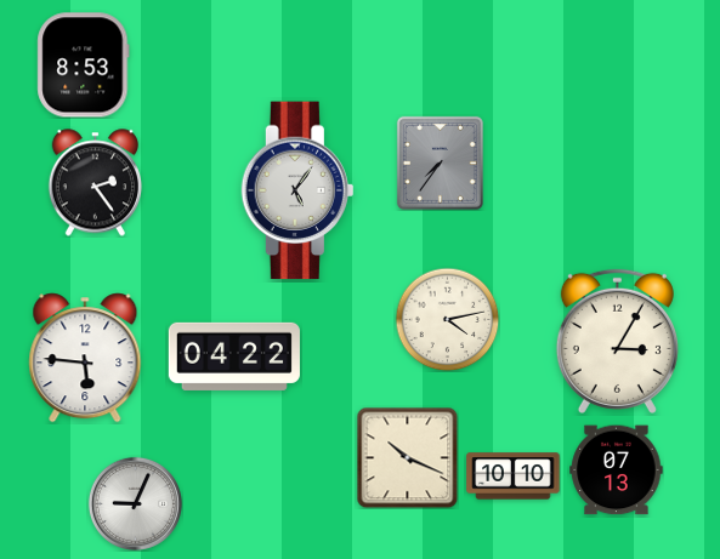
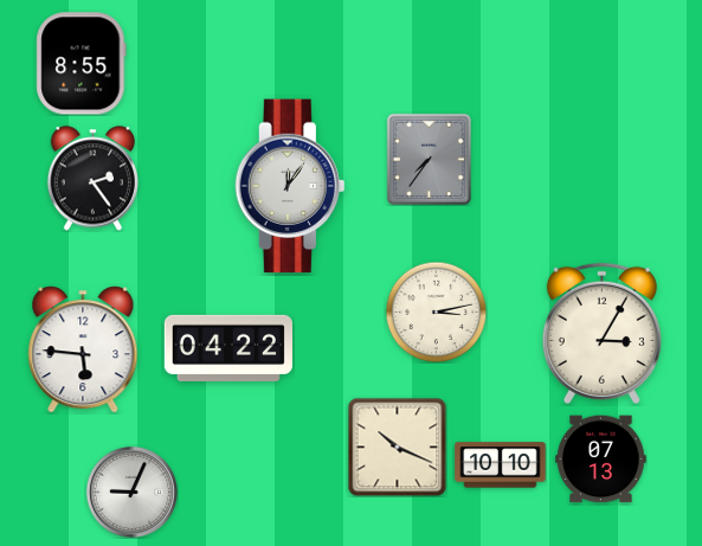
clock at (84, 65): 8:53 -> 8:55
clock at (296, 190): 5:06 -> 12:06
clock at (447, 319): 4:13 -> 3:13
